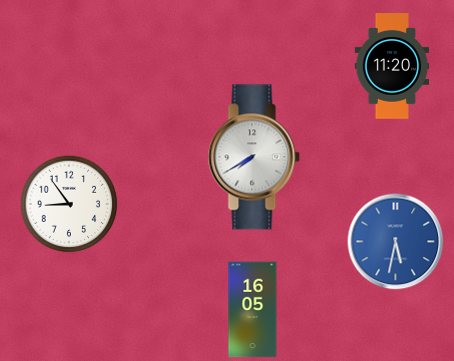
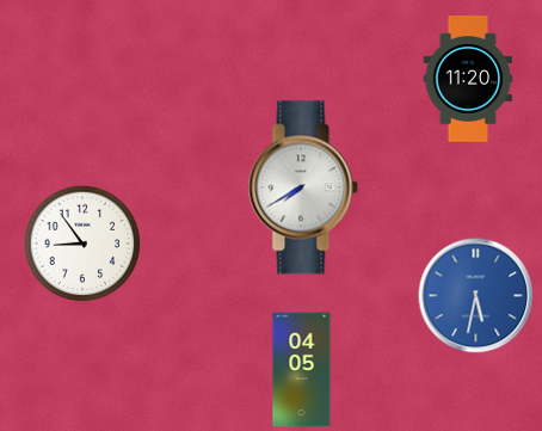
clock at (396, 242) position: (396, 242) -> (476, 296)
clock at (253, 310): 16:05 -> 04:05
